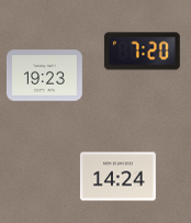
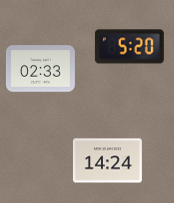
clock at (142, 52): 7:20 -> 5:20
clock at (44, 76): 19:23 -> 02:33
